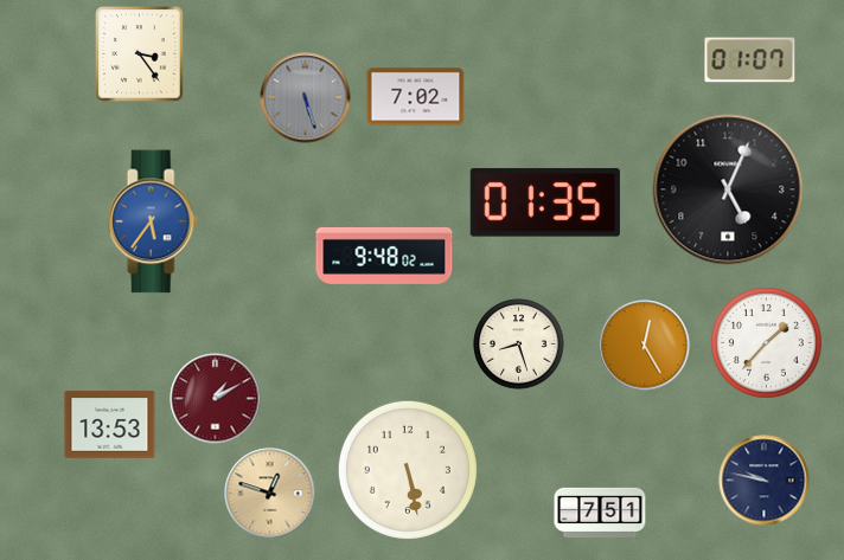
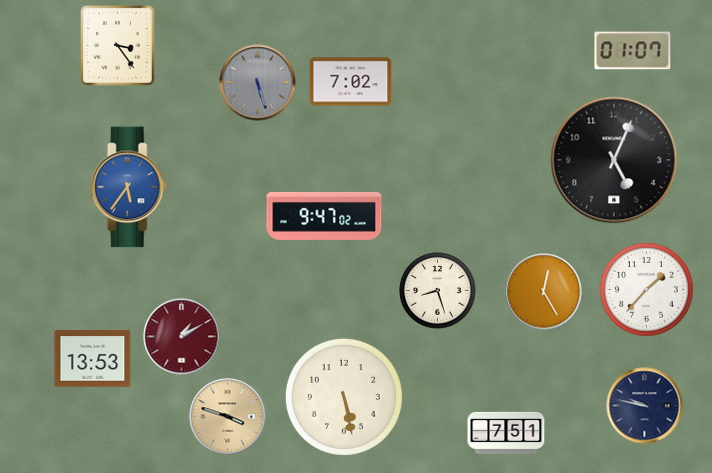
clock at (545, 202): 01:35 -> none
clock at (384, 256): 9:48 -> 9:47
clock at (270, 494): 12:48 -> 3:48
